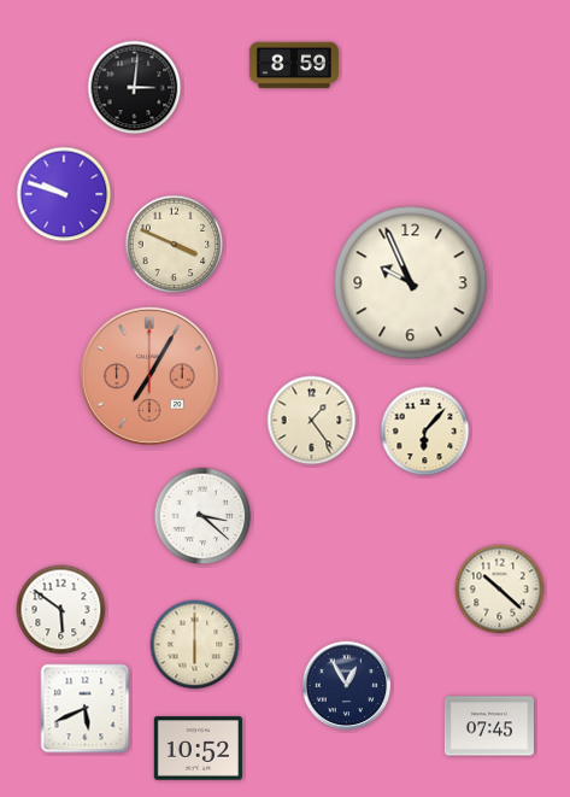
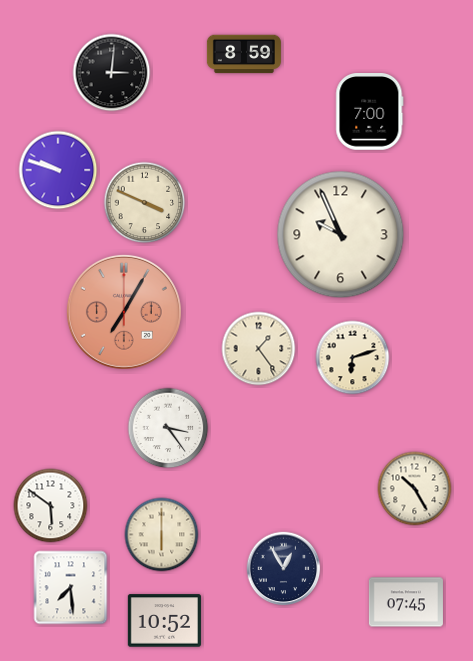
clock at (370, 112): none -> 7:00
clock at (64, 194) position: (64, 194) -> (58, 170)
clock at (425, 432): 6:07 -> 6:12
clock at (202, 516): 3:22 -> 3:24
clock at (500, 590): 10:22 -> 10:25
clock at (347, 686) position: (347, 686) -> (284, 569)
clock at (86, 709): 5:41 -> 7:29
